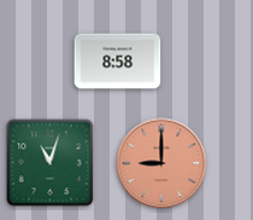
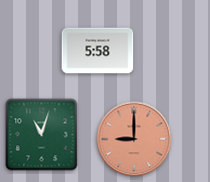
clock at (118, 62): 8:58 -> 5:58
clock at (161, 163) position: (161, 163) -> (134, 139)
